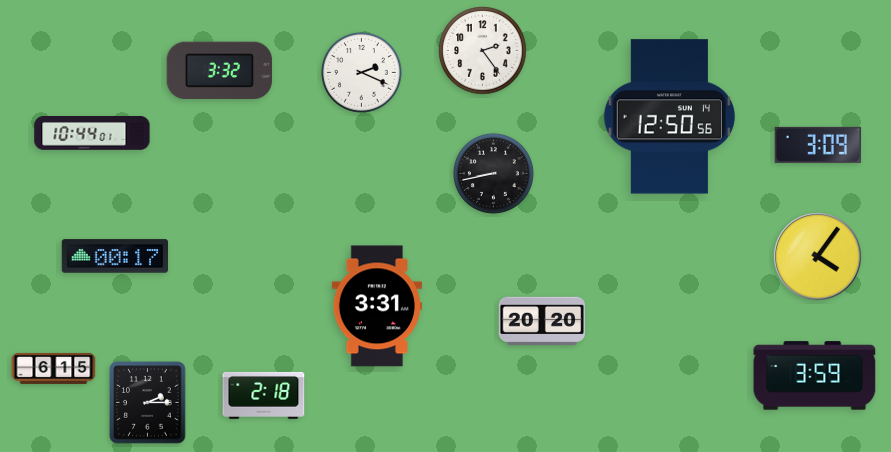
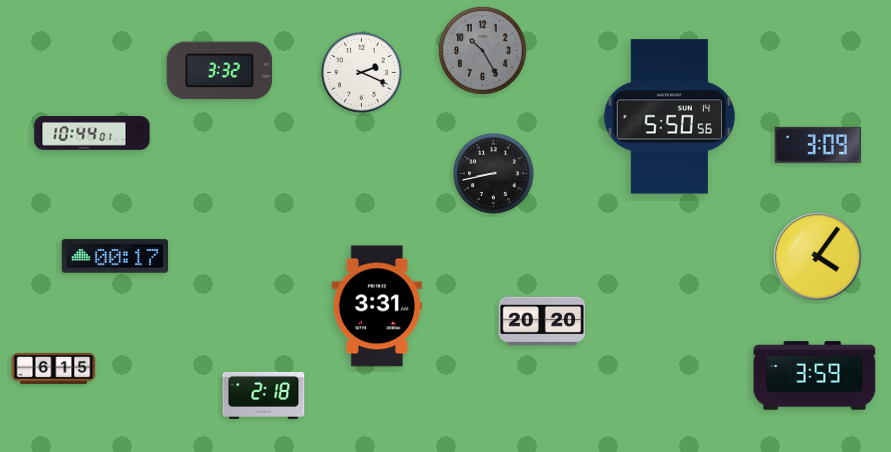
clock at (483, 51): 2:24 -> 10:25
clock at (483, 51) dial: white -> grey
clock at (669, 117): 12:50 -> 5:50
clock at (148, 403): 2:15 -> none
